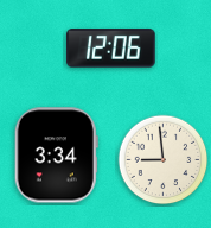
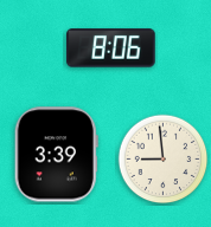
clock at (111, 49): 12:06 -> 8:06
clock at (56, 156): 3:34 -> 3:39
